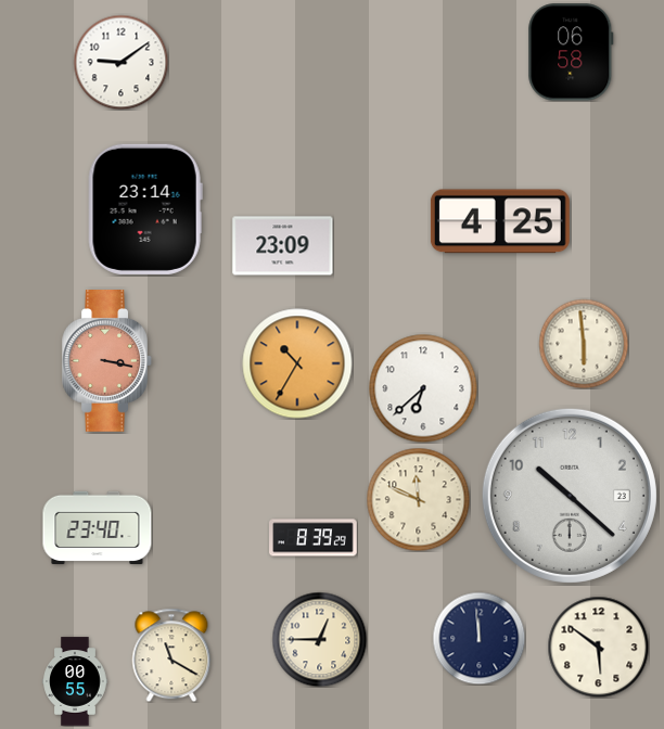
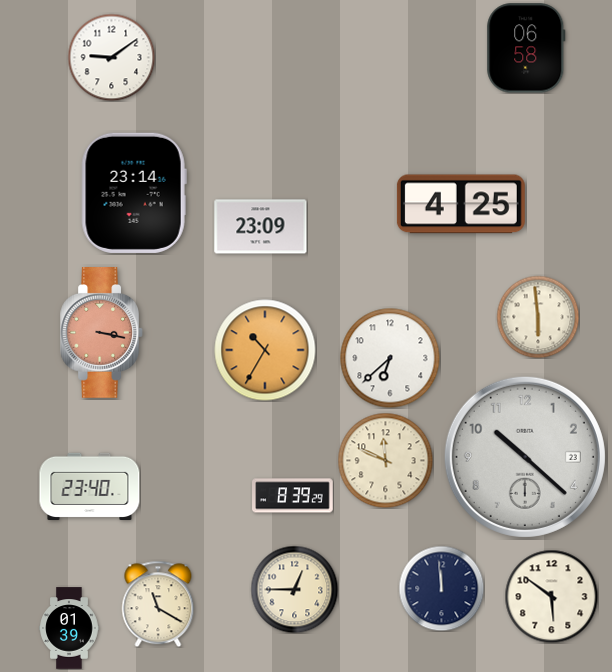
clock at (106, 361) position: (106, 361) -> (101, 333)
clock at (297, 363) position: (297, 363) -> (265, 350)
clock at (314, 538) position: (314, 538) -> (293, 496)
clock at (75, 681): 00:55 -> 01:39
